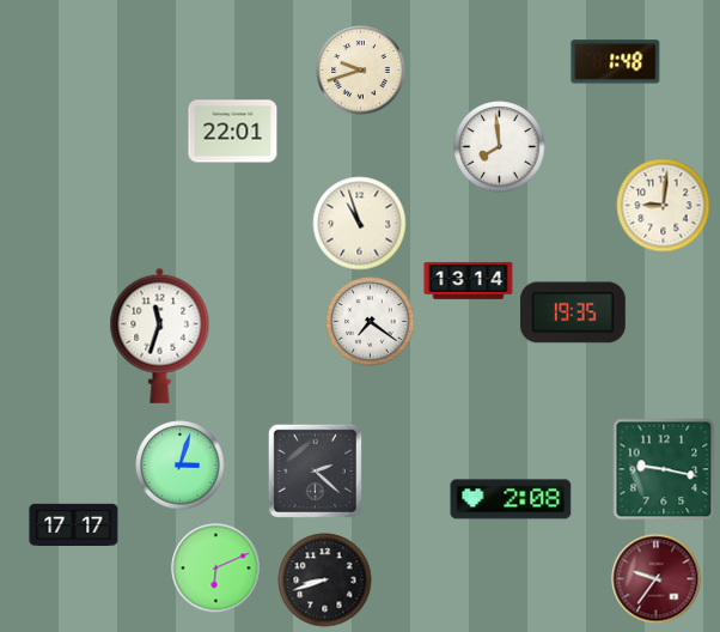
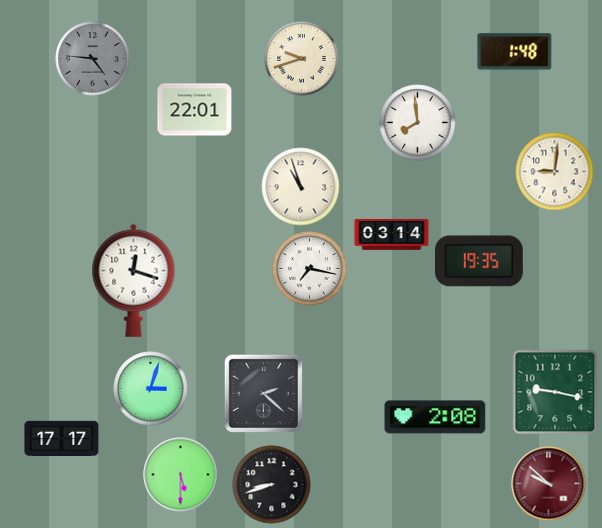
clock at (93, 59): none -> 4:46
clock at (469, 280): 13:14 -> 03:14
clock at (371, 322): 7:21 -> 7:17
clock at (160, 335): 11:33 -> 12:18
clock at (511, 499) position: (511, 499) -> (435, 417)
clock at (216, 569): 6:11 -> 5:30
clock at (657, 579): 9:36 -> 9:52
